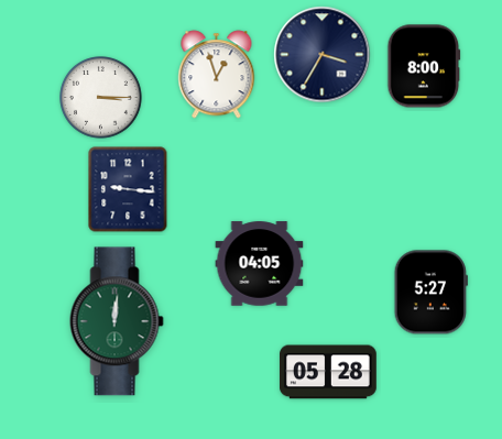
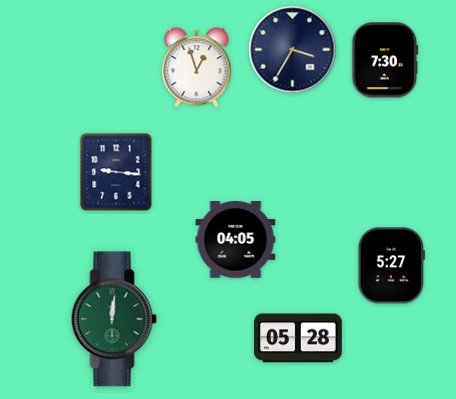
clock at (424, 66): 8:00 -> 7:30
clock at (101, 98): 3:15 -> none
clock at (117, 321) position: (117, 321) -> (114, 319)
